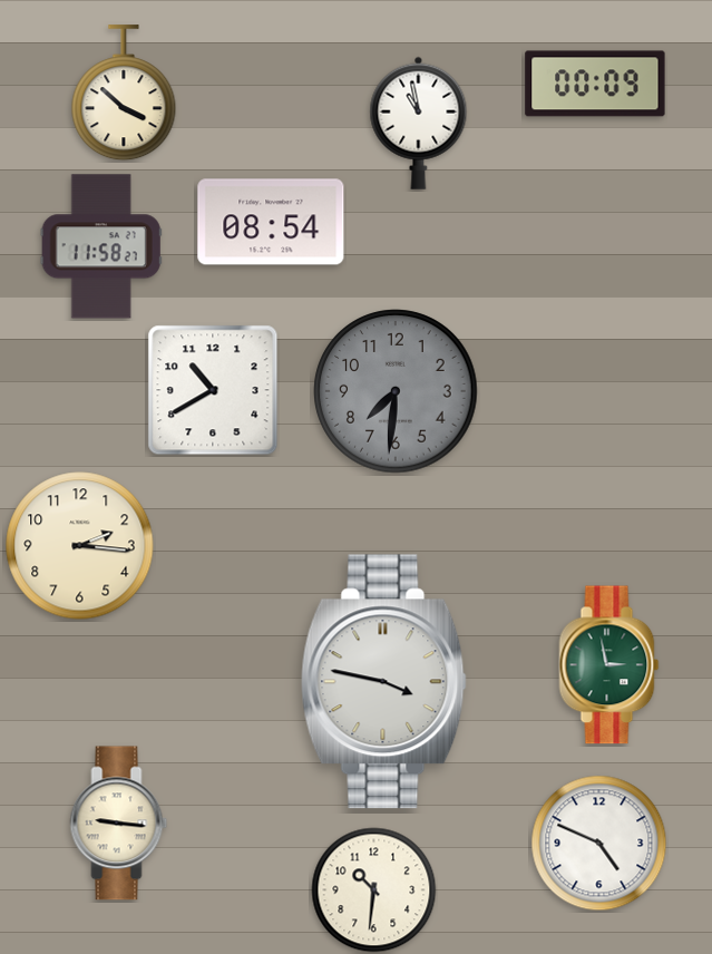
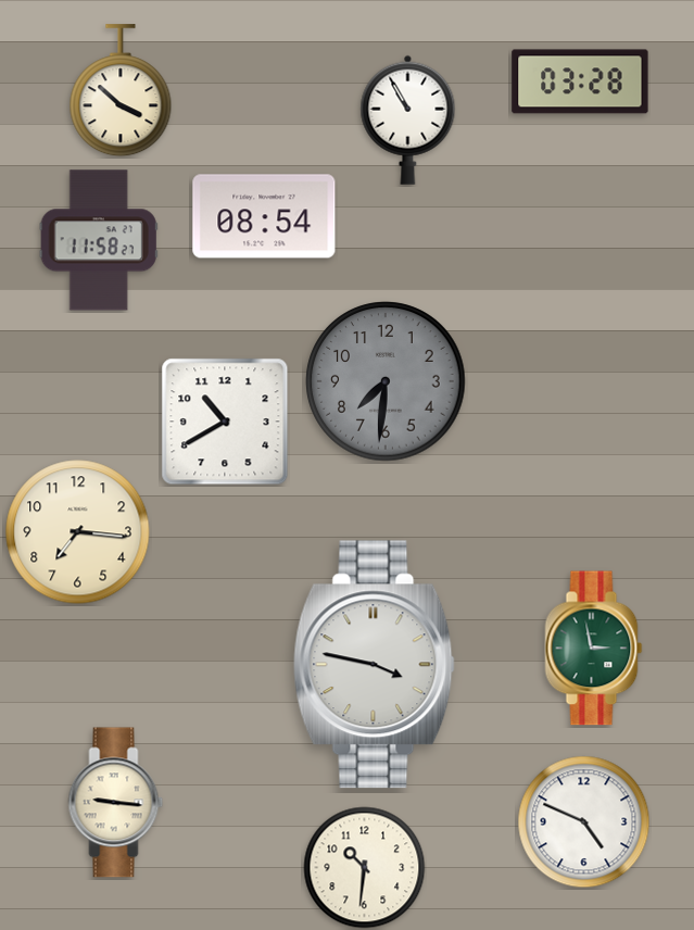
clock at (595, 84): 00:09 -> 03:28
clock at (419, 123): 10:58 -> 10:55
clock at (213, 390) position: (213, 390) -> (225, 422)
clock at (80, 546): 2:16 -> 7:16
